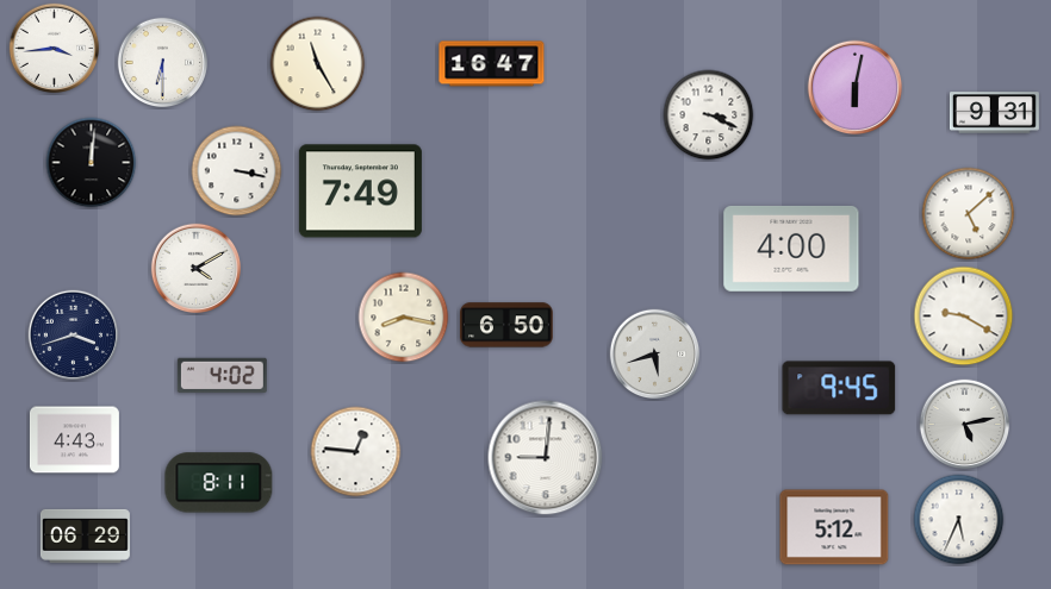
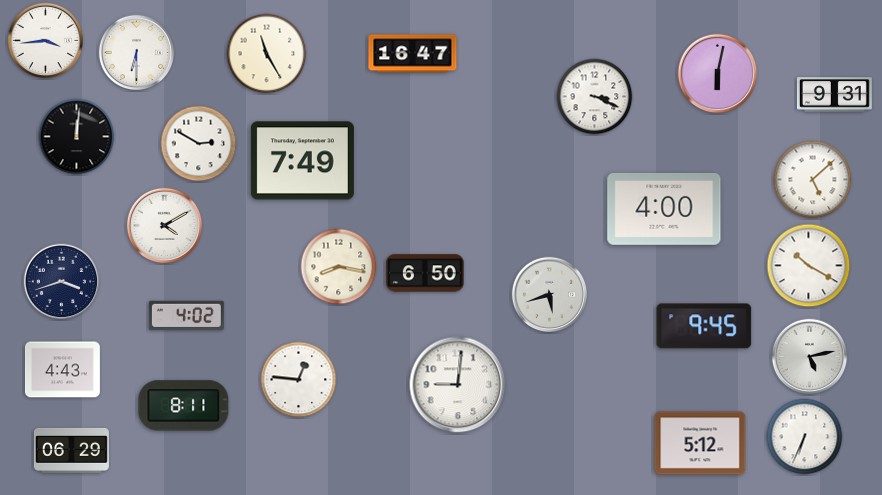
clock at (237, 171): 3:17 -> 2:50
clock at (964, 317): 9:20 -> 10:20
clock at (655, 355) position: (655, 355) -> (550, 295)
clock at (959, 520): 5:34 -> 6:34
